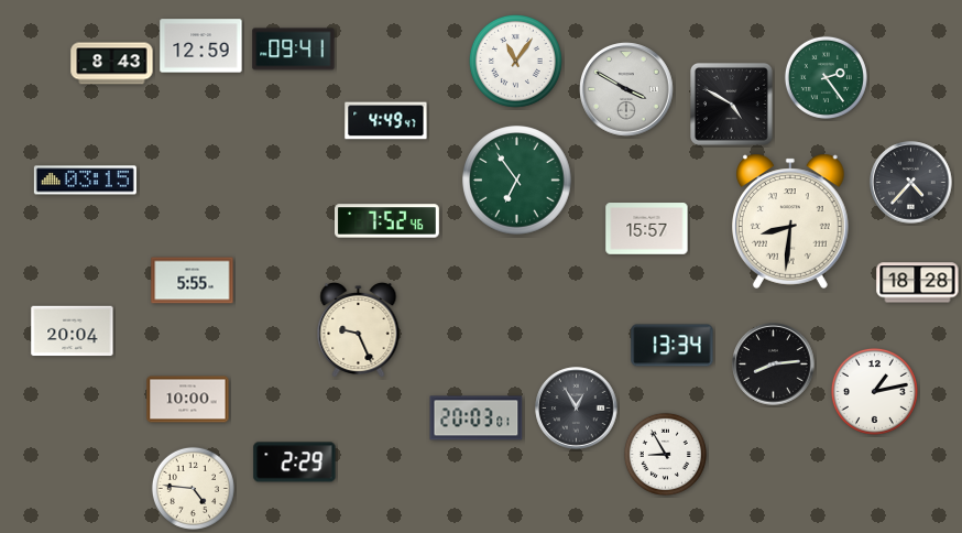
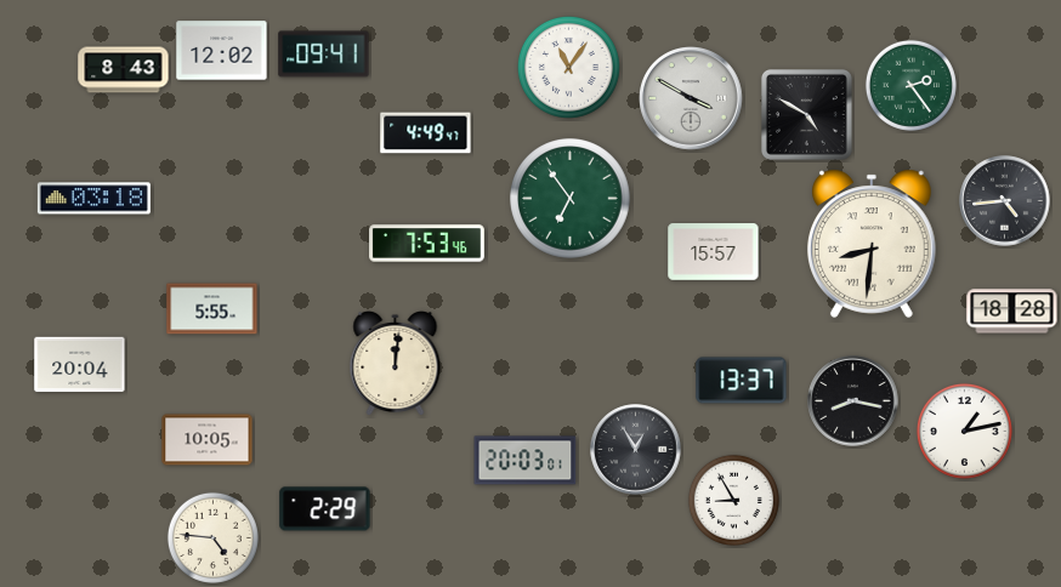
clock at (201, 46): 12:59 -> 12:02
clock at (85, 181): 03:15 -> 03:18
clock at (911, 183): 4:37 -> 4:44
clock at (387, 221): 7:52 -> 7:53
clock at (359, 330): 9:26 -> 12:01
clock at (673, 346): 13:34 -> 13:37
clock at (774, 365): 8:14 -> 8:17
clock at (188, 400): 10:00 -> 10:05
